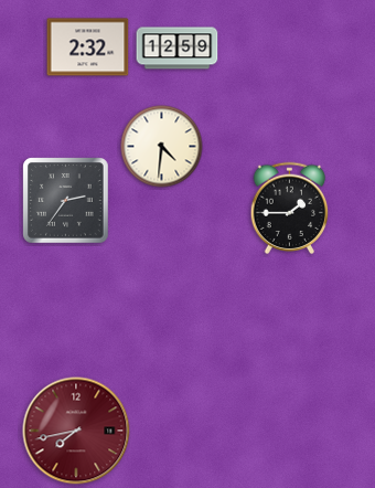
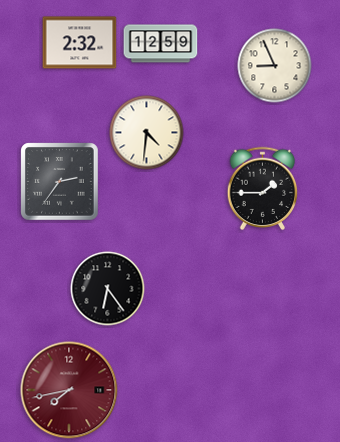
clock at (275, 66): none -> 8:56
clock at (108, 289): none -> 6:24
